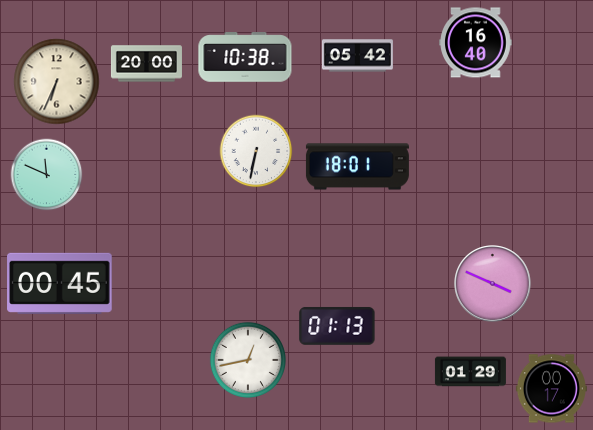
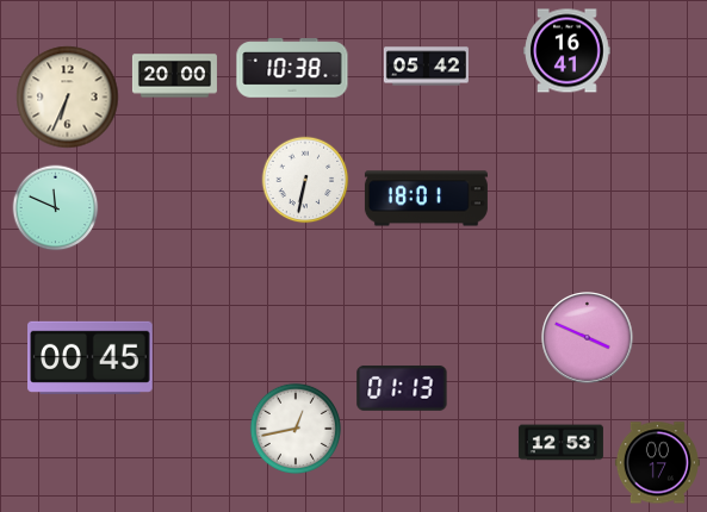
clock at (476, 43): 16:40 -> 16:41
clock at (60, 283) position: (60, 283) -> (91, 357)
clock at (470, 372): 01:29 -> 12:53
